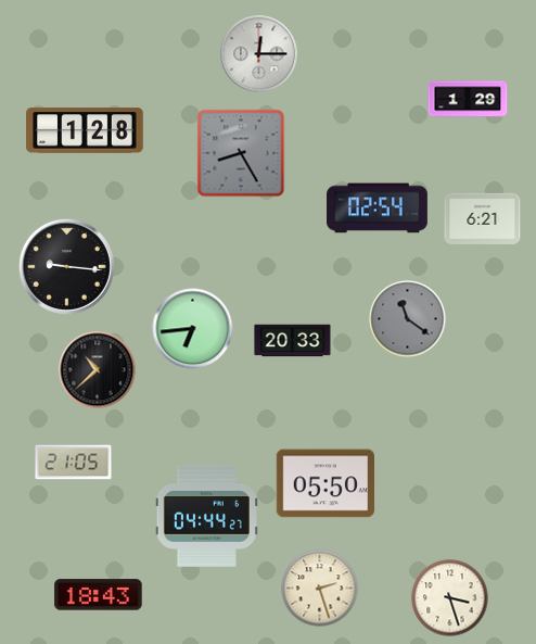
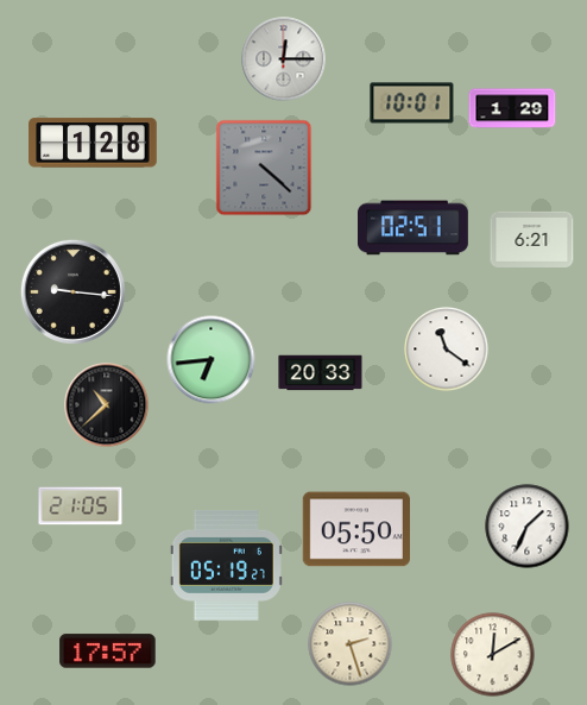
clock at (412, 103): none -> 10:01
clock at (241, 153): 8:25 -> 4:22
clock at (378, 209): 02:54 -> 02:51
clock at (483, 218) position: (483, 218) -> (532, 239)
clock at (408, 319) dial: grey -> white
clock at (528, 527): none -> 1:34
clock at (206, 516): 04:44 -> 05:19
clock at (99, 595): 18:43 -> 17:57
clock at (450, 598): 3:27 -> 12:10
